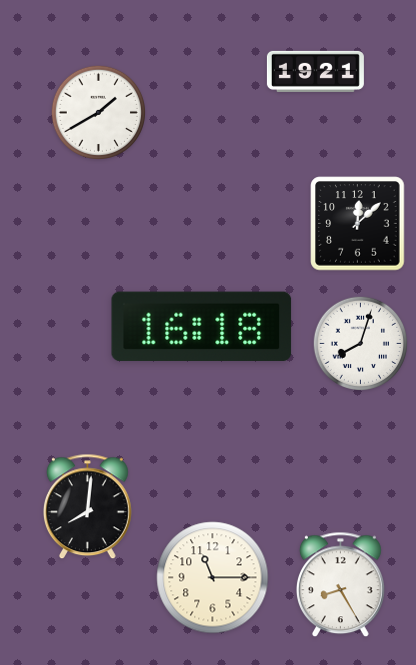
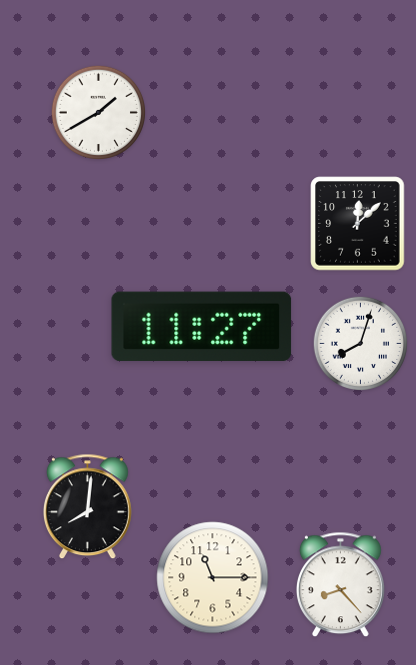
clock at (315, 71): 19:21 -> none
clock at (202, 326): 16:18 -> 11:27
clock at (341, 585): 8:25 -> 8:23
